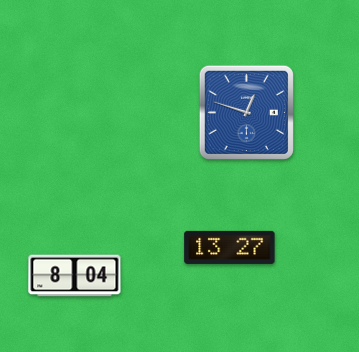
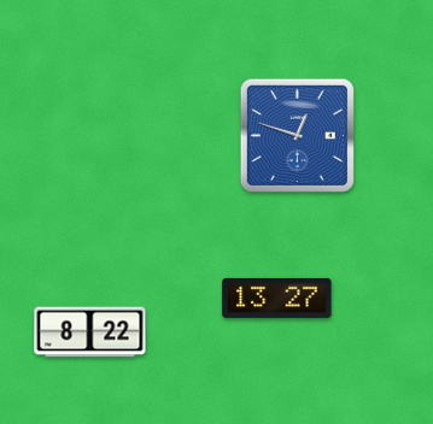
clock at (75, 276): 8:04 -> 8:22
